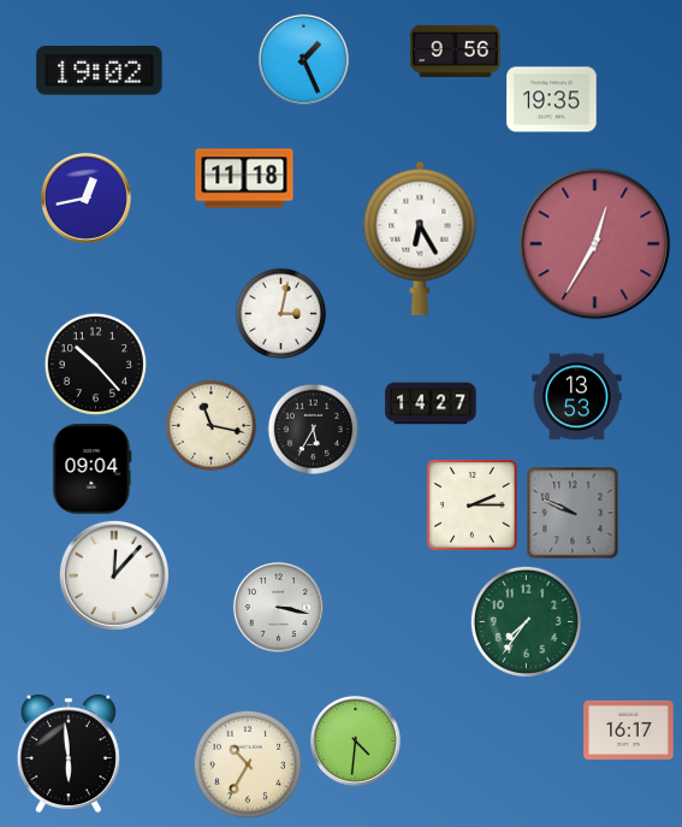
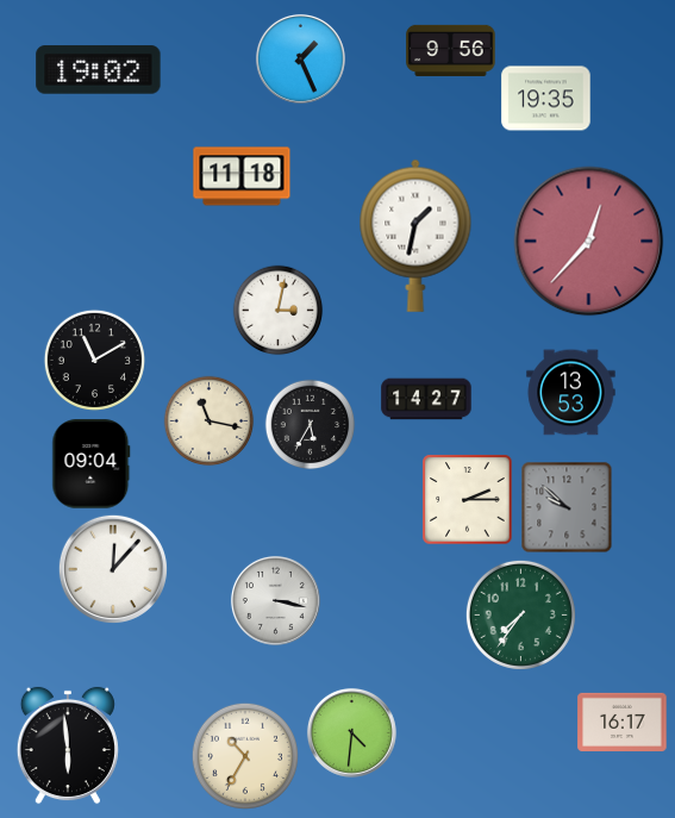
clock at (85, 197): 12:43 -> none
clock at (420, 238): 6:25 -> 1:32
clock at (595, 244): 12:35 -> 12:37
clock at (95, 364): 10:23 -> 11:10
clock at (573, 513): 9:49 -> 9:52
